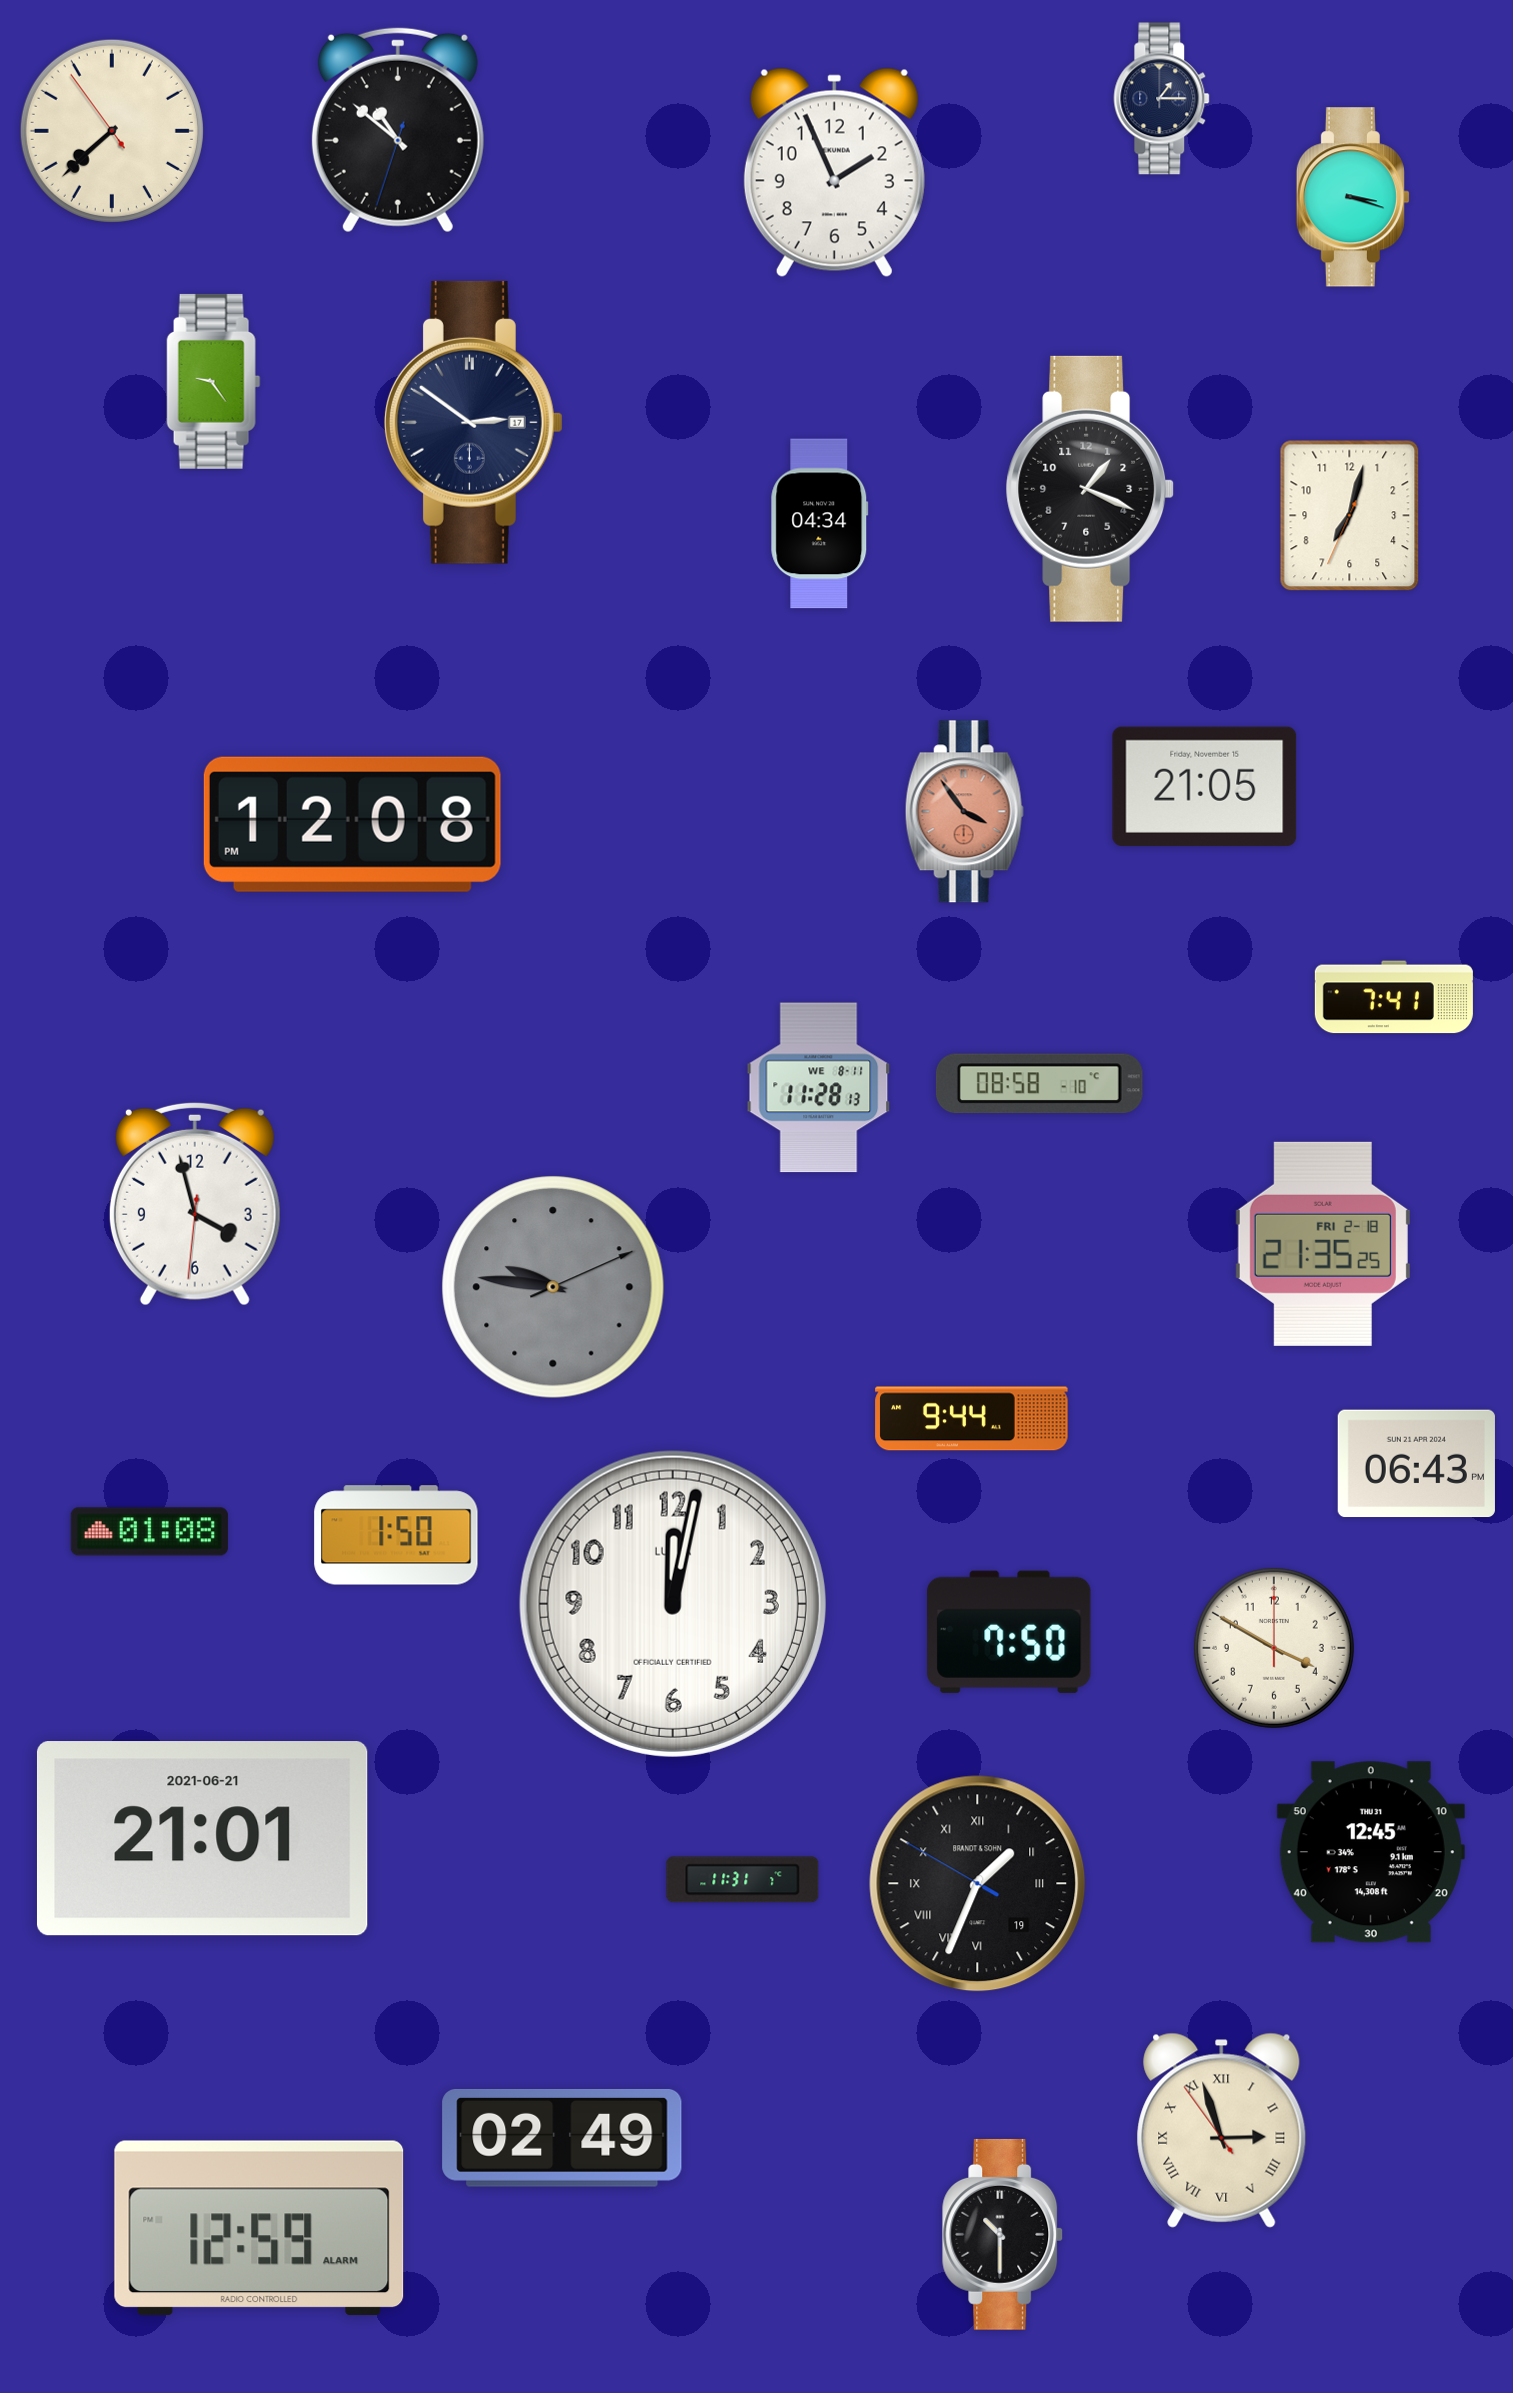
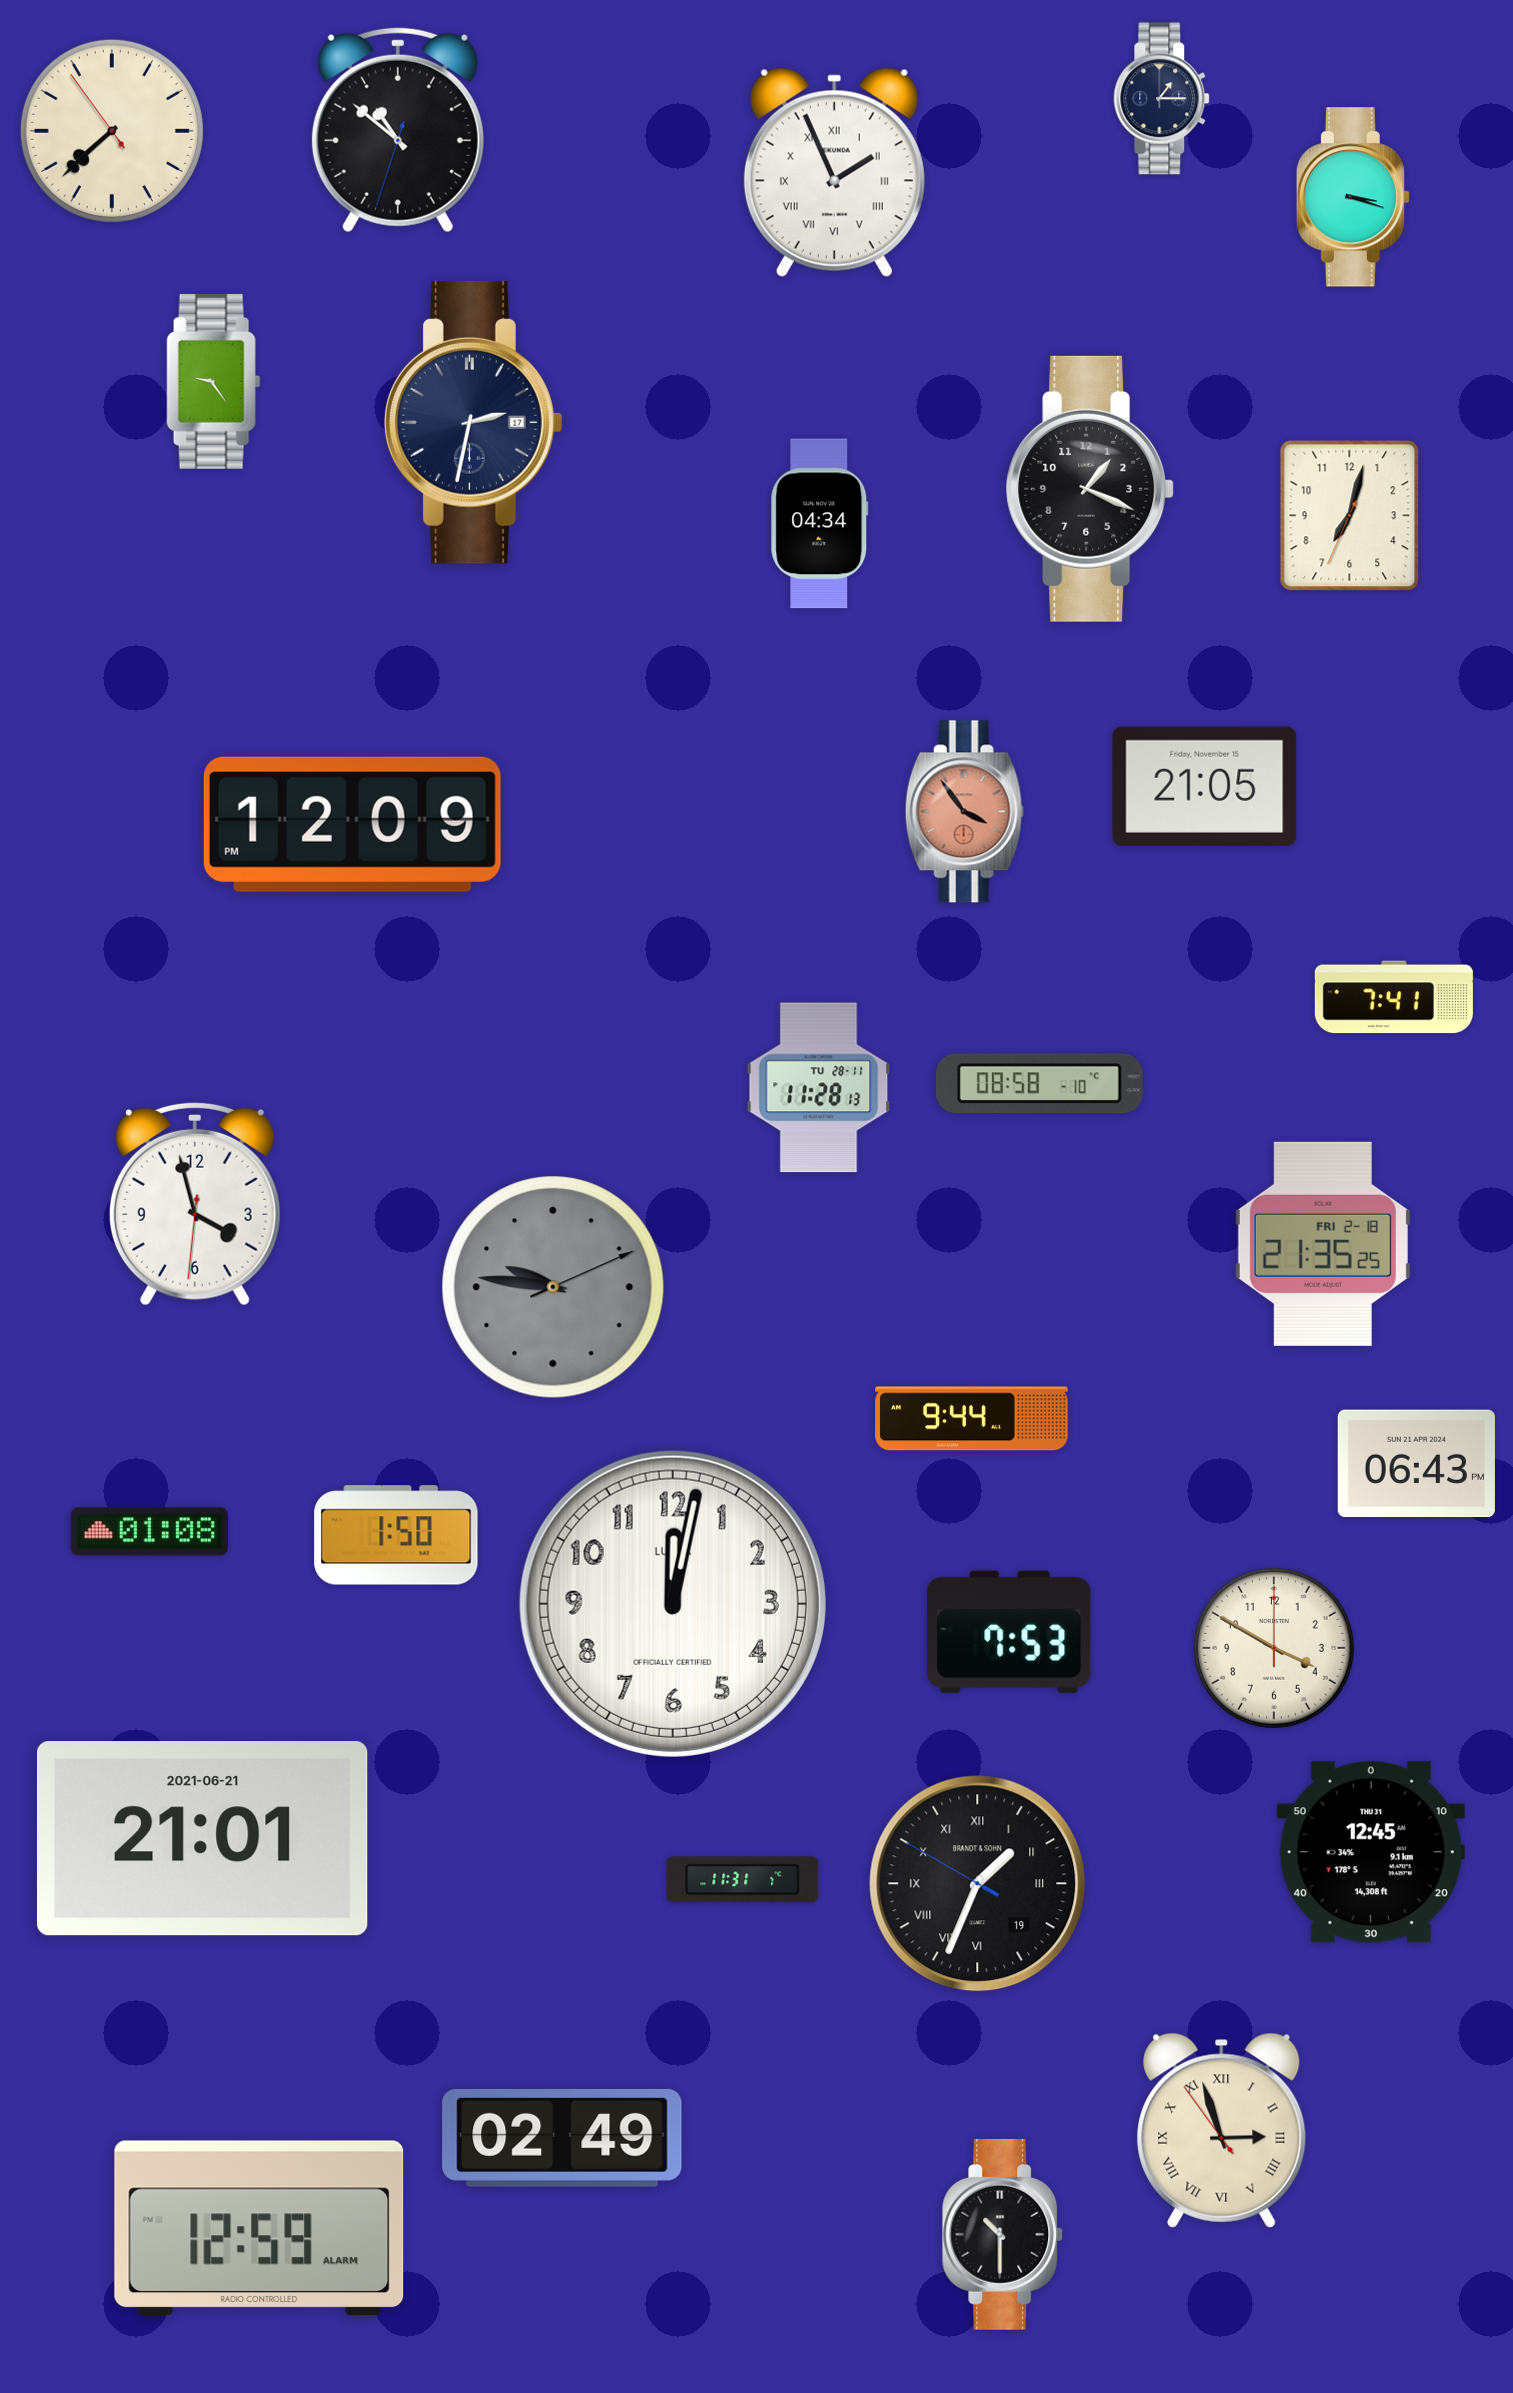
clock at (834, 173) numerals: Arabic -> Roman
clock at (473, 422): 2:51 -> 2:32
clock at (352, 824): 12:08 -> 12:09
clock at (819, 1088) date: WE 8-11 -> TU 28-11
clock at (1009, 1632): 7:50 -> 7:53
